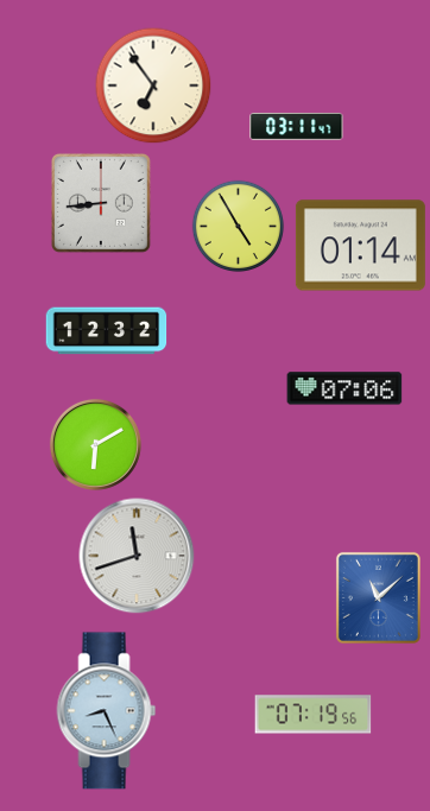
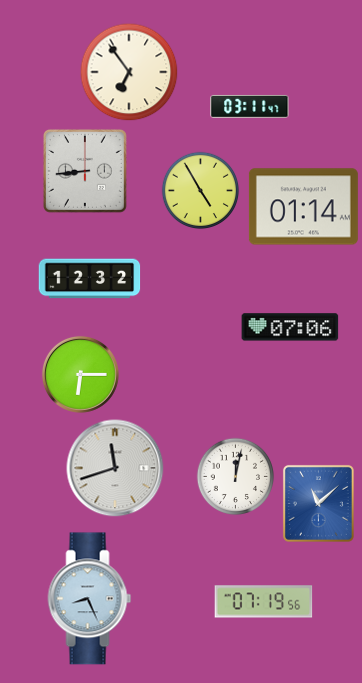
clock at (95, 444): 6:10 -> 6:15
clock at (235, 476): none -> 12:02
